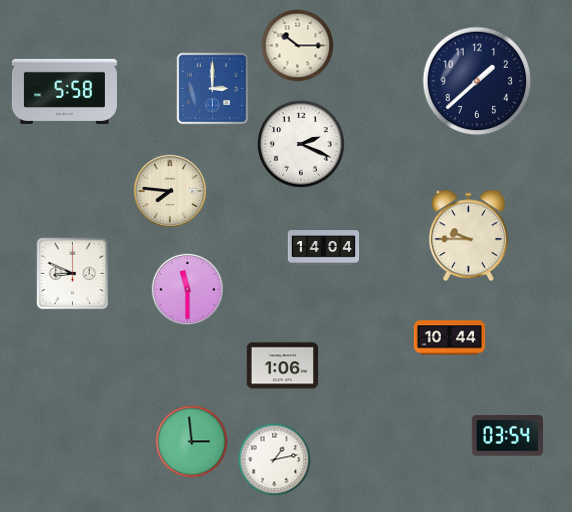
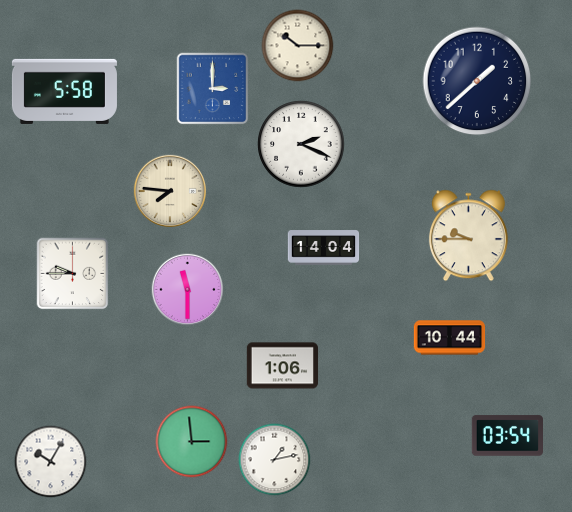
clock at (73, 274): 8:49 -> 9:45
clock at (51, 462): none -> 10:05
